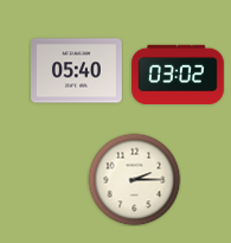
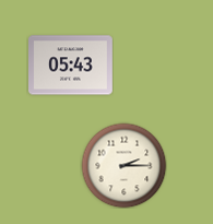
clock at (77, 71): 05:40 -> 05:43
clock at (178, 73): 03:02 -> none
